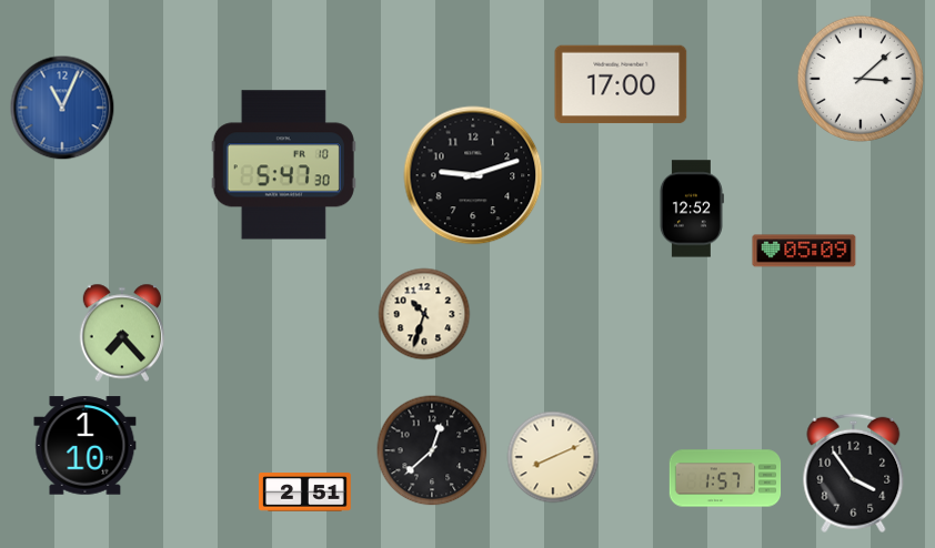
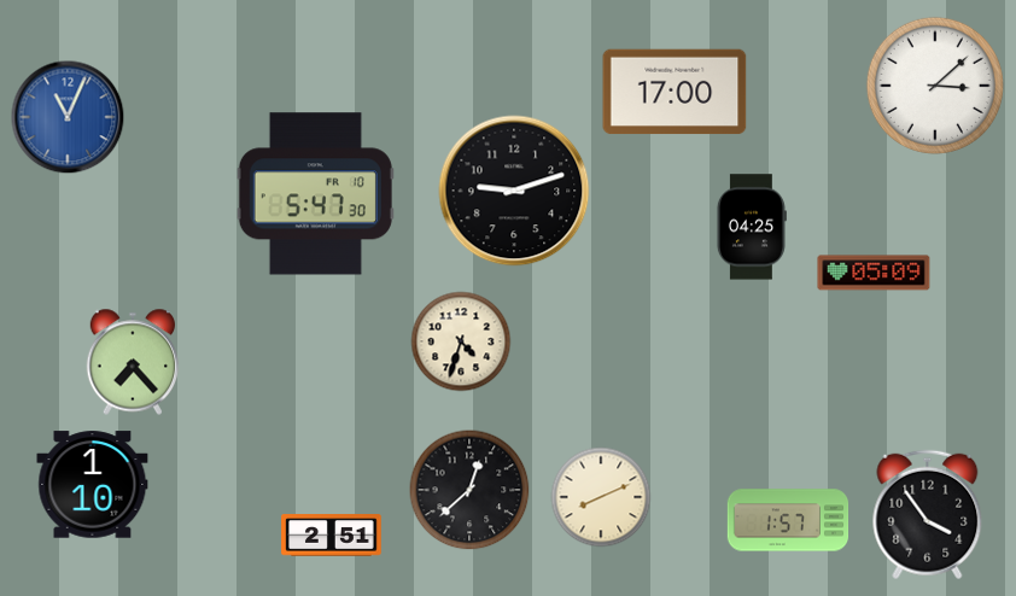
clock at (283, 165) position: (283, 165) -> (315, 194)
clock at (691, 209): 12:52 -> 04:25
clock at (424, 314): 10:33 -> 4:33
